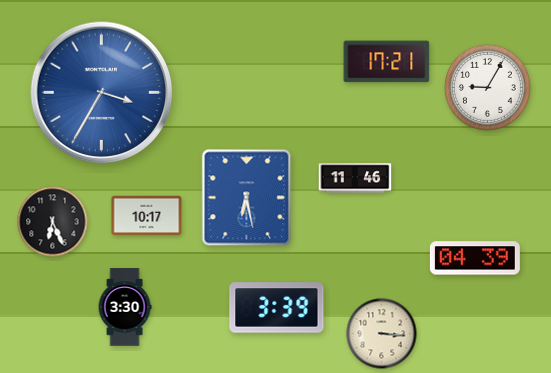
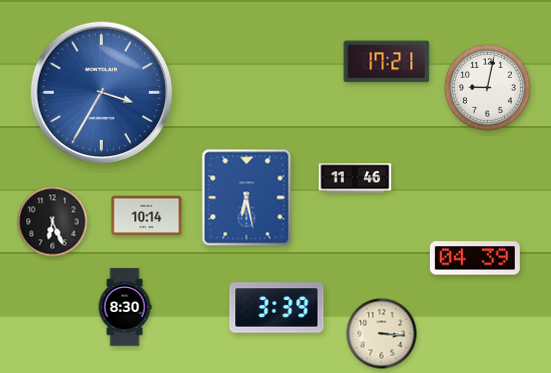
clock at (487, 87): 9:05 -> 9:02
clock at (147, 216): 10:17 -> 10:14
clock at (125, 307): 3:30 -> 8:30
